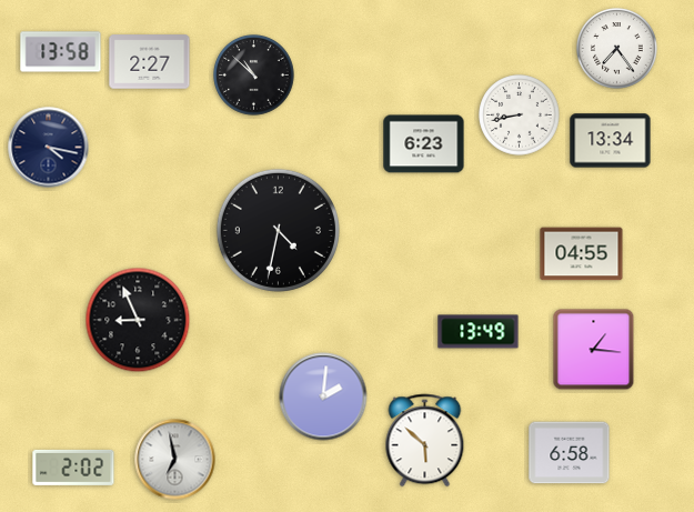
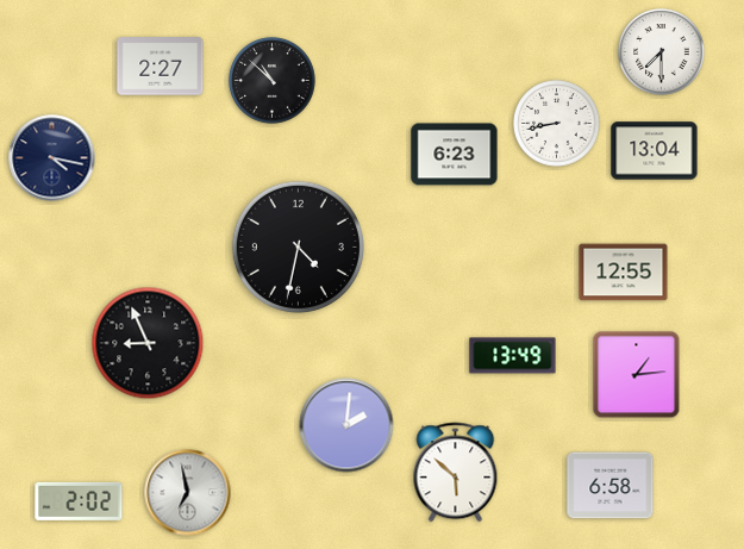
clock at (617, 49): 7:24 -> 7:30
clock at (61, 52): 13:58 -> none
clock at (611, 141): 13:34 -> 13:04
clock at (582, 254): 04:55 -> 12:55
clock at (594, 350): 1:16 -> 1:14
